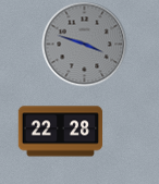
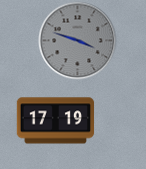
clock at (60, 132): 22:28 -> 17:19
